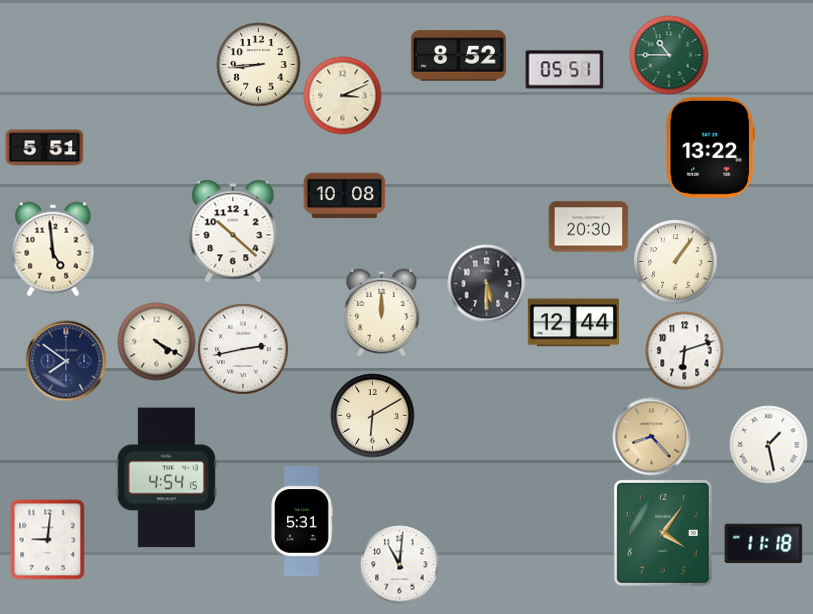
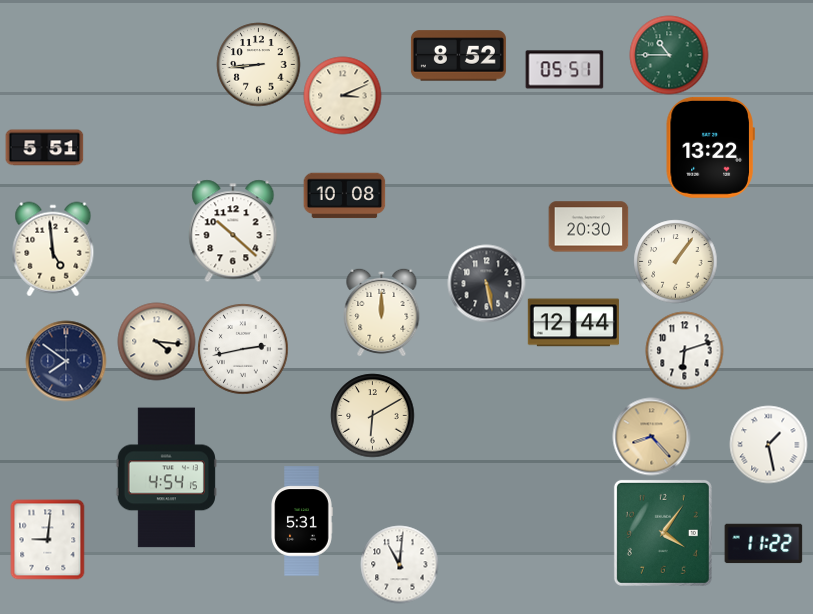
clock at (486, 283): 5:30 -> 5:28
clock at (156, 341): 4:20 -> 4:16
clock at (763, 544): 11:18 -> 11:22
